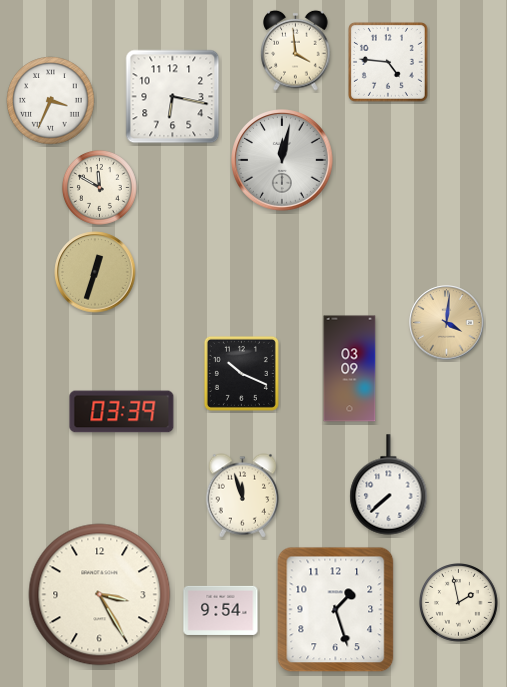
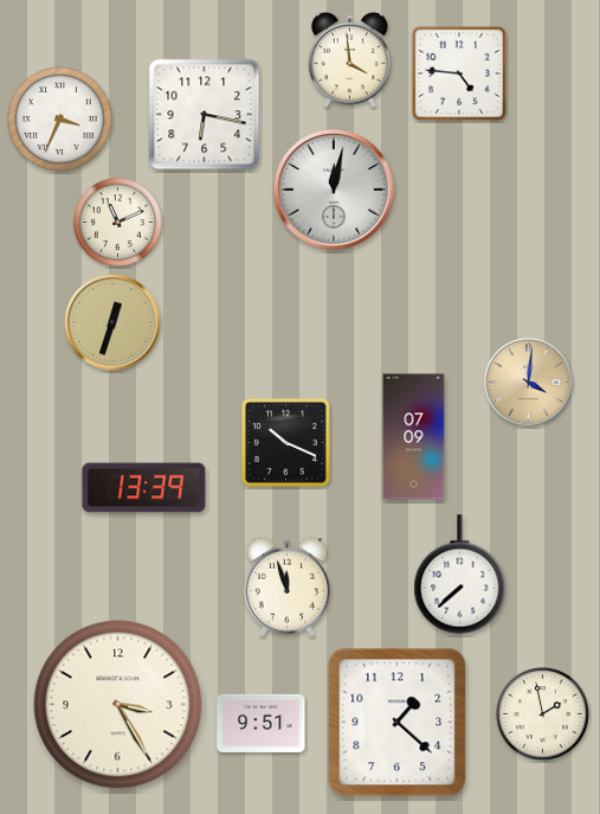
clock at (99, 187): 11:50 -> 11:11
clock at (350, 369): 03:09 -> 07:09
clock at (122, 412): 03:39 -> 13:39
clock at (221, 610): 9:54 -> 9:51
clock at (336, 610): 1:27 -> 1:22
